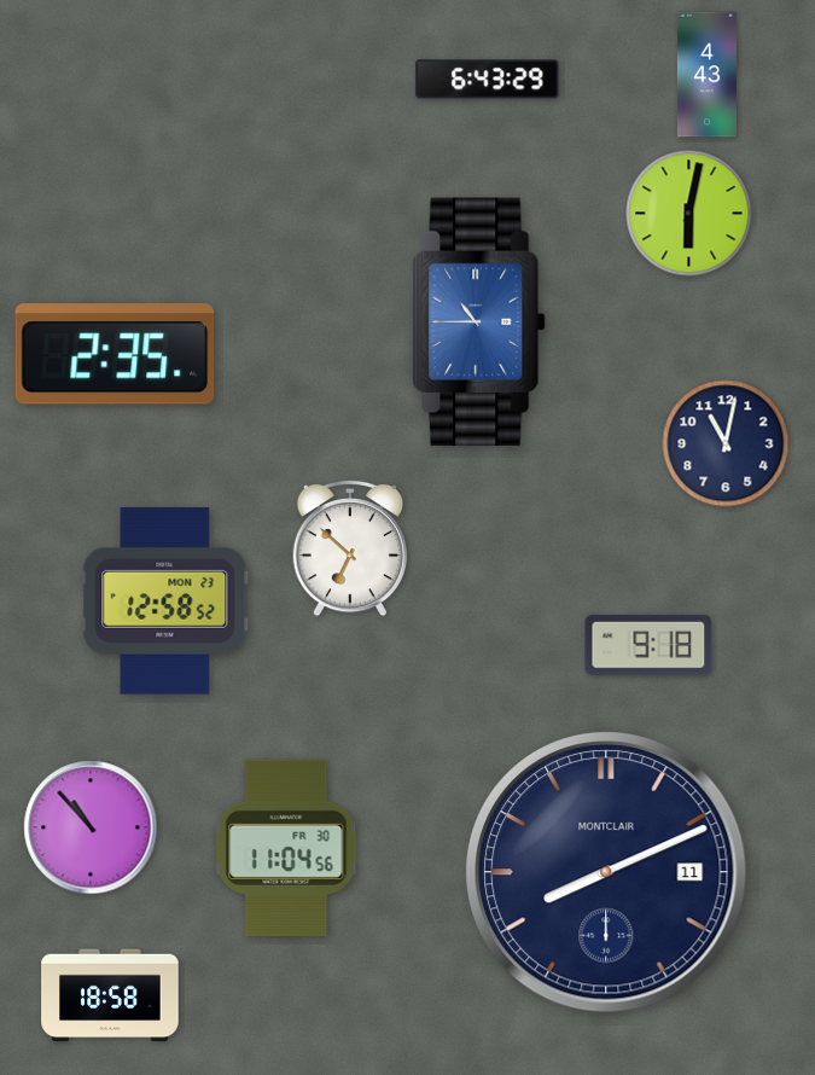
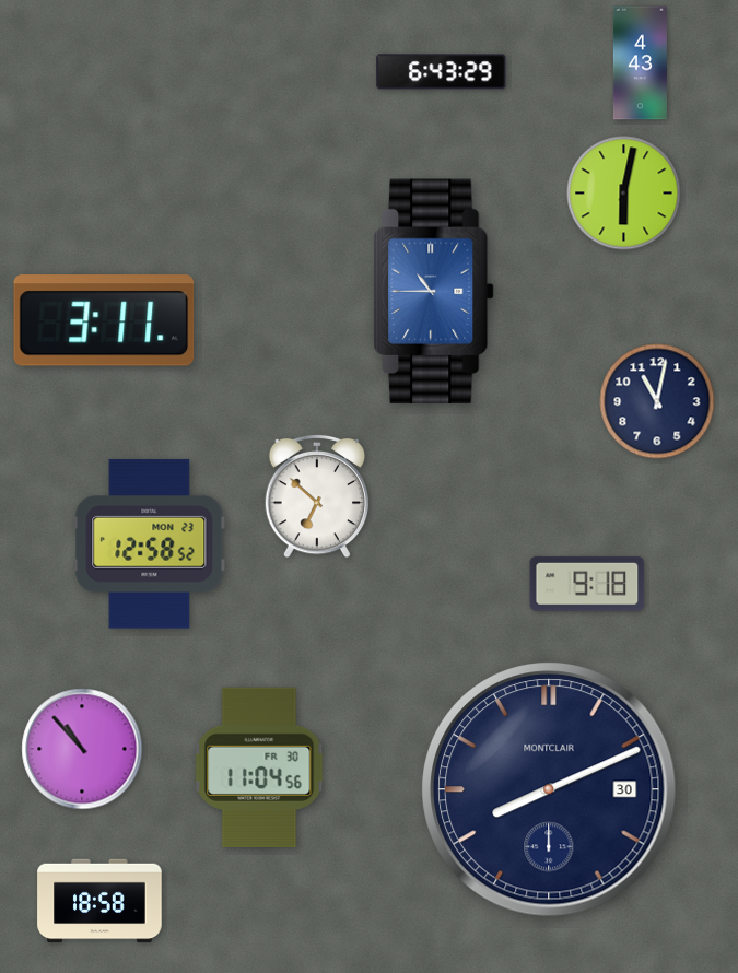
clock at (706, 75) position: (706, 75) -> (640, 63)
clock at (115, 354): 2:35 -> 3:11
clock at (606, 872) date: 11 -> 30
